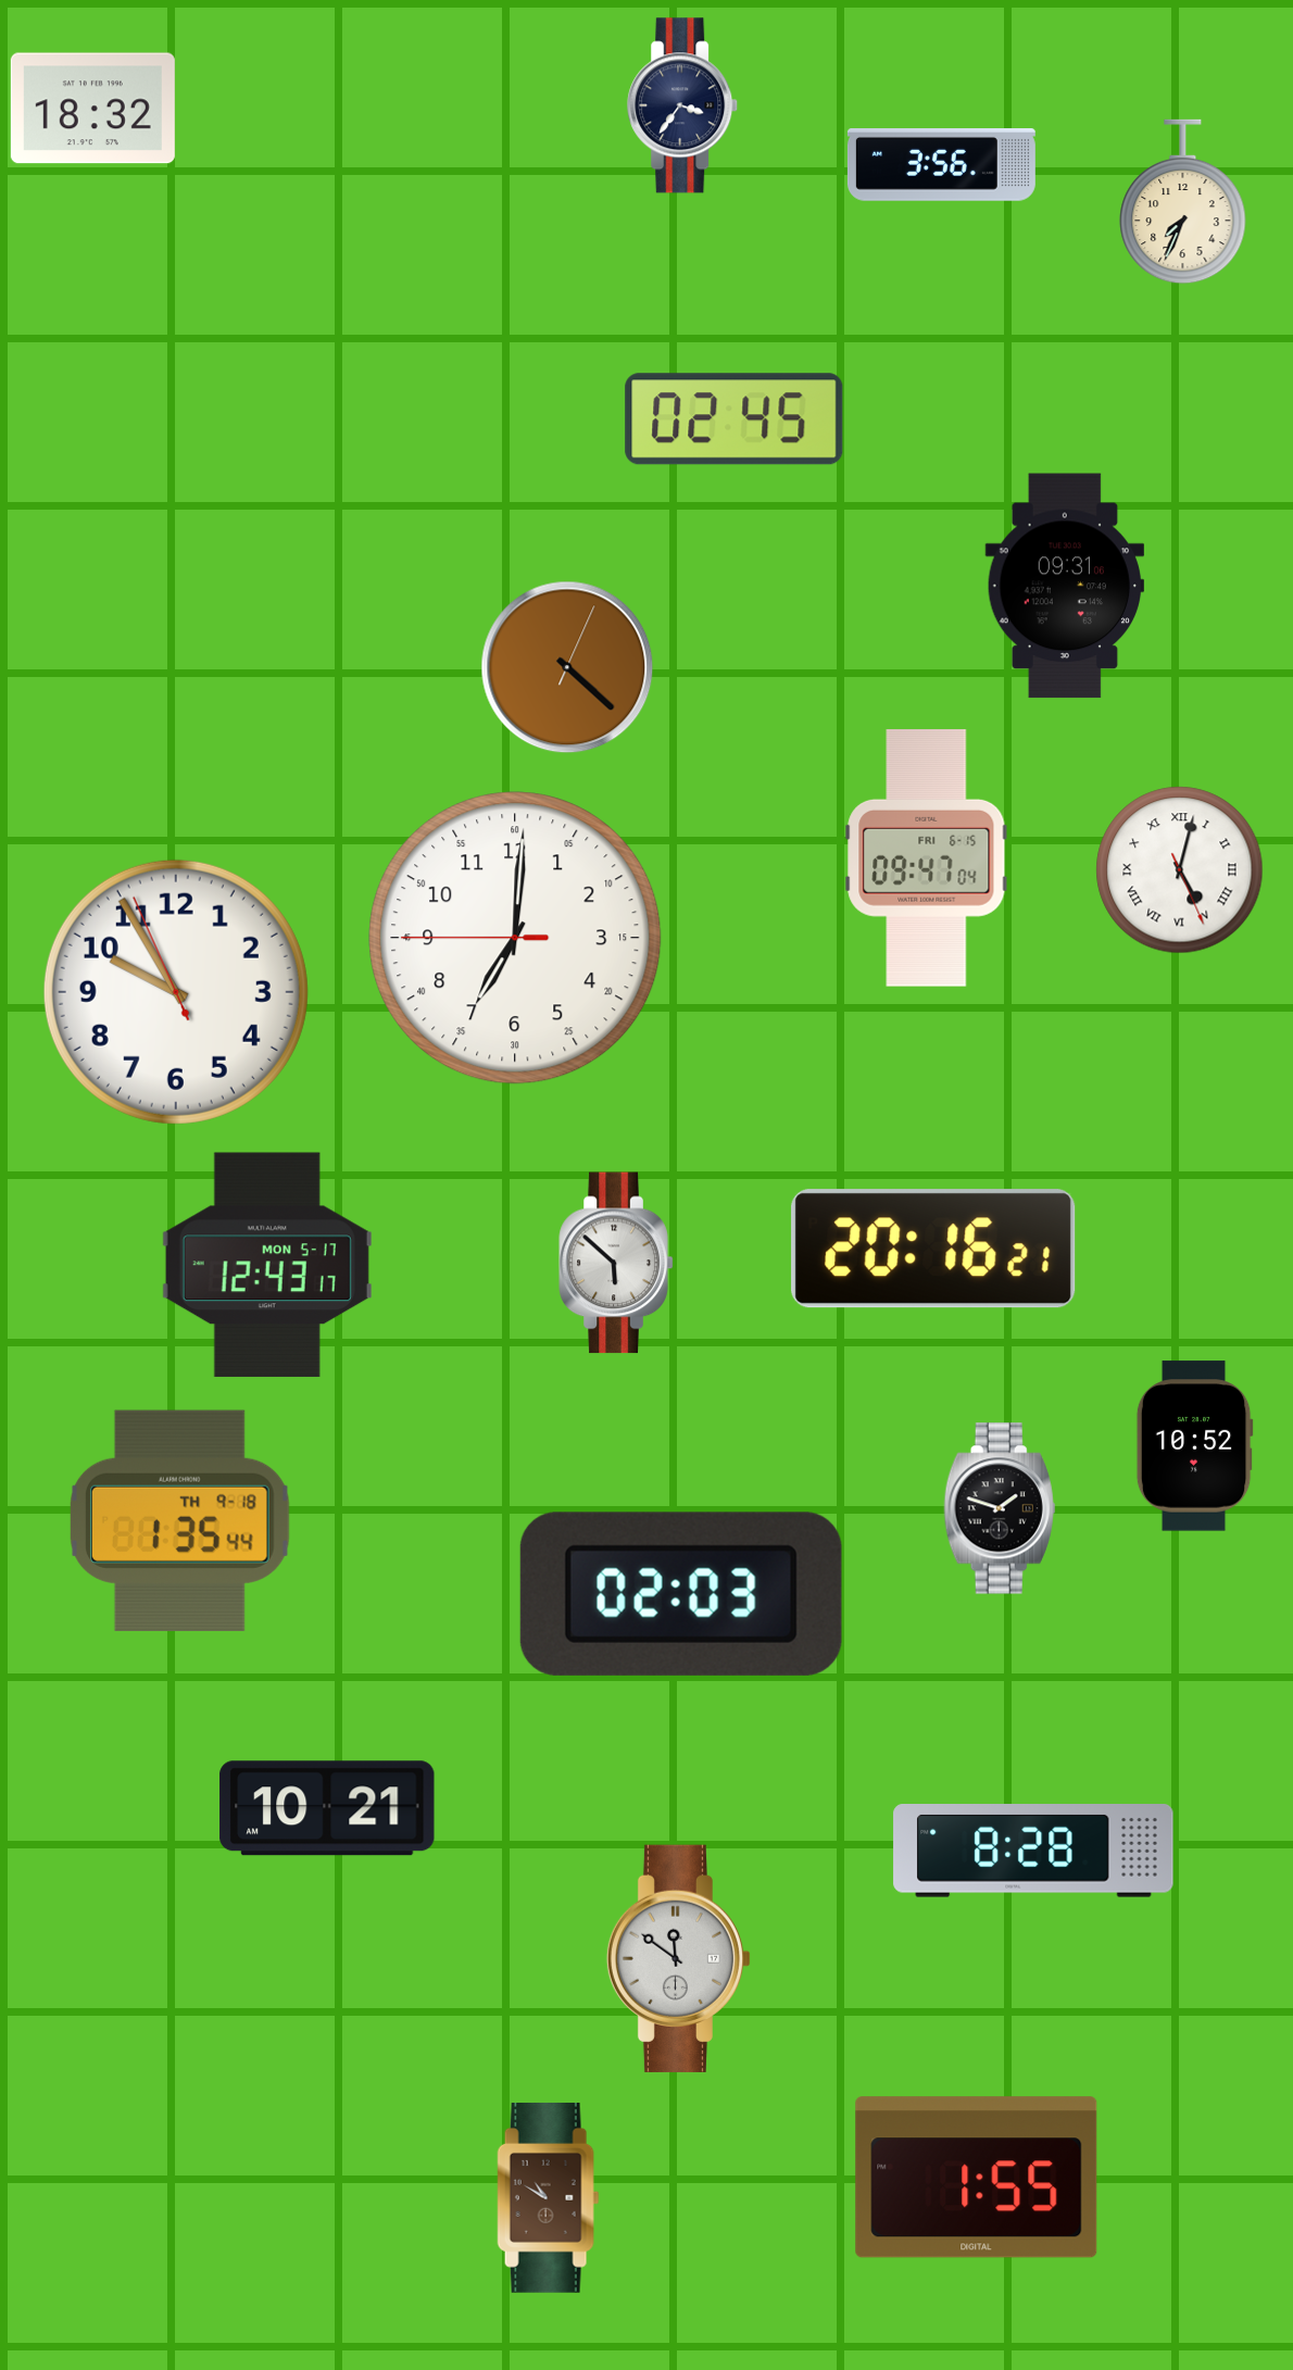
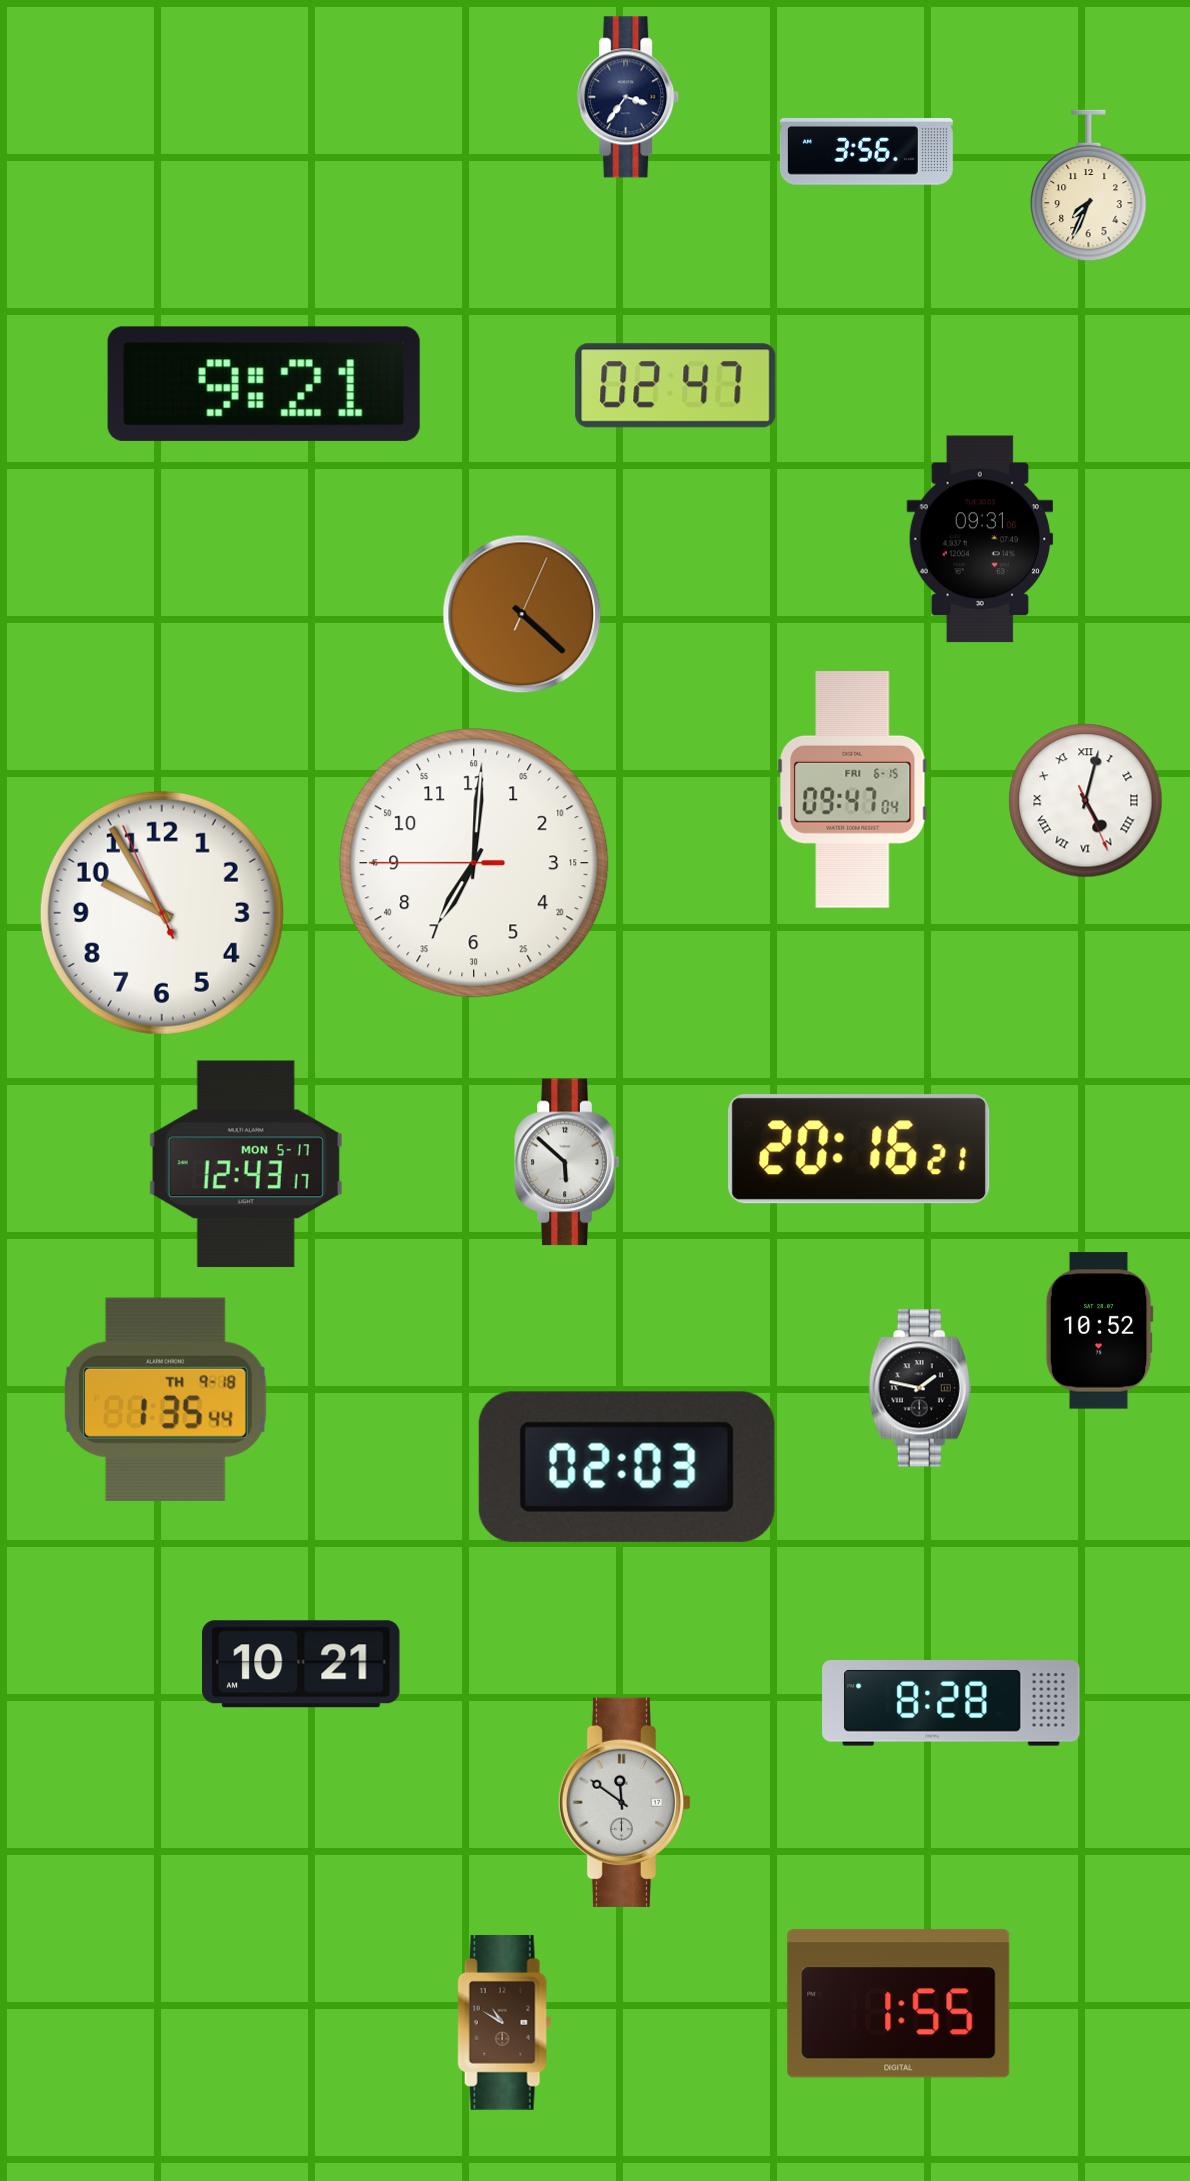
clock at (92, 109): 18:32 -> none
clock at (264, 384): none -> 9:21
clock at (735, 419): 02:45 -> 02:47
clock at (1000, 1508): 1:48 -> 1:47
